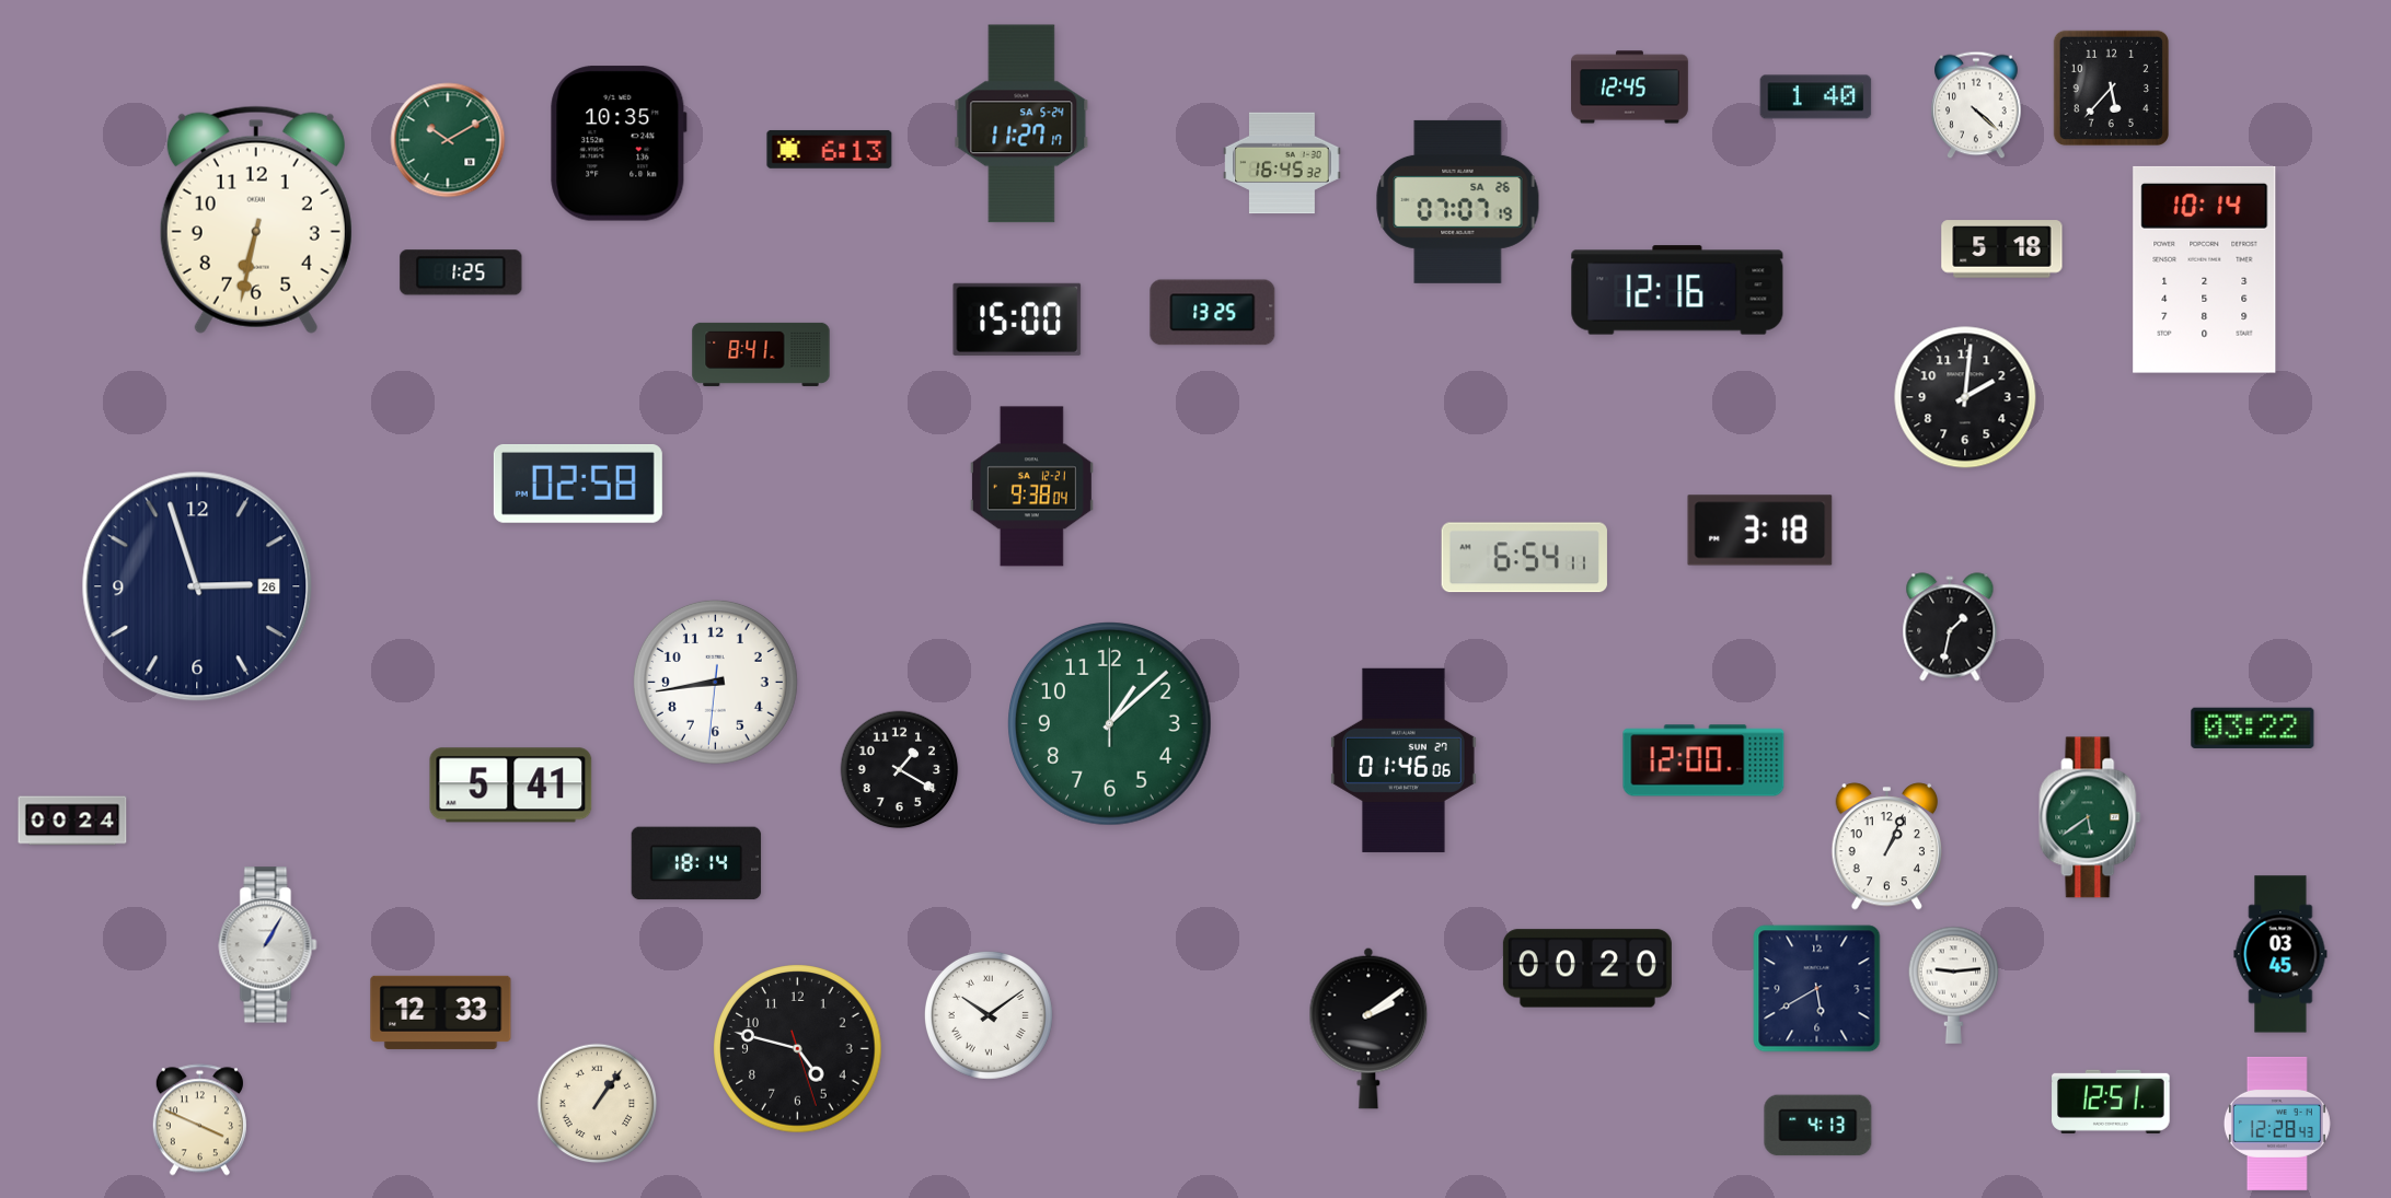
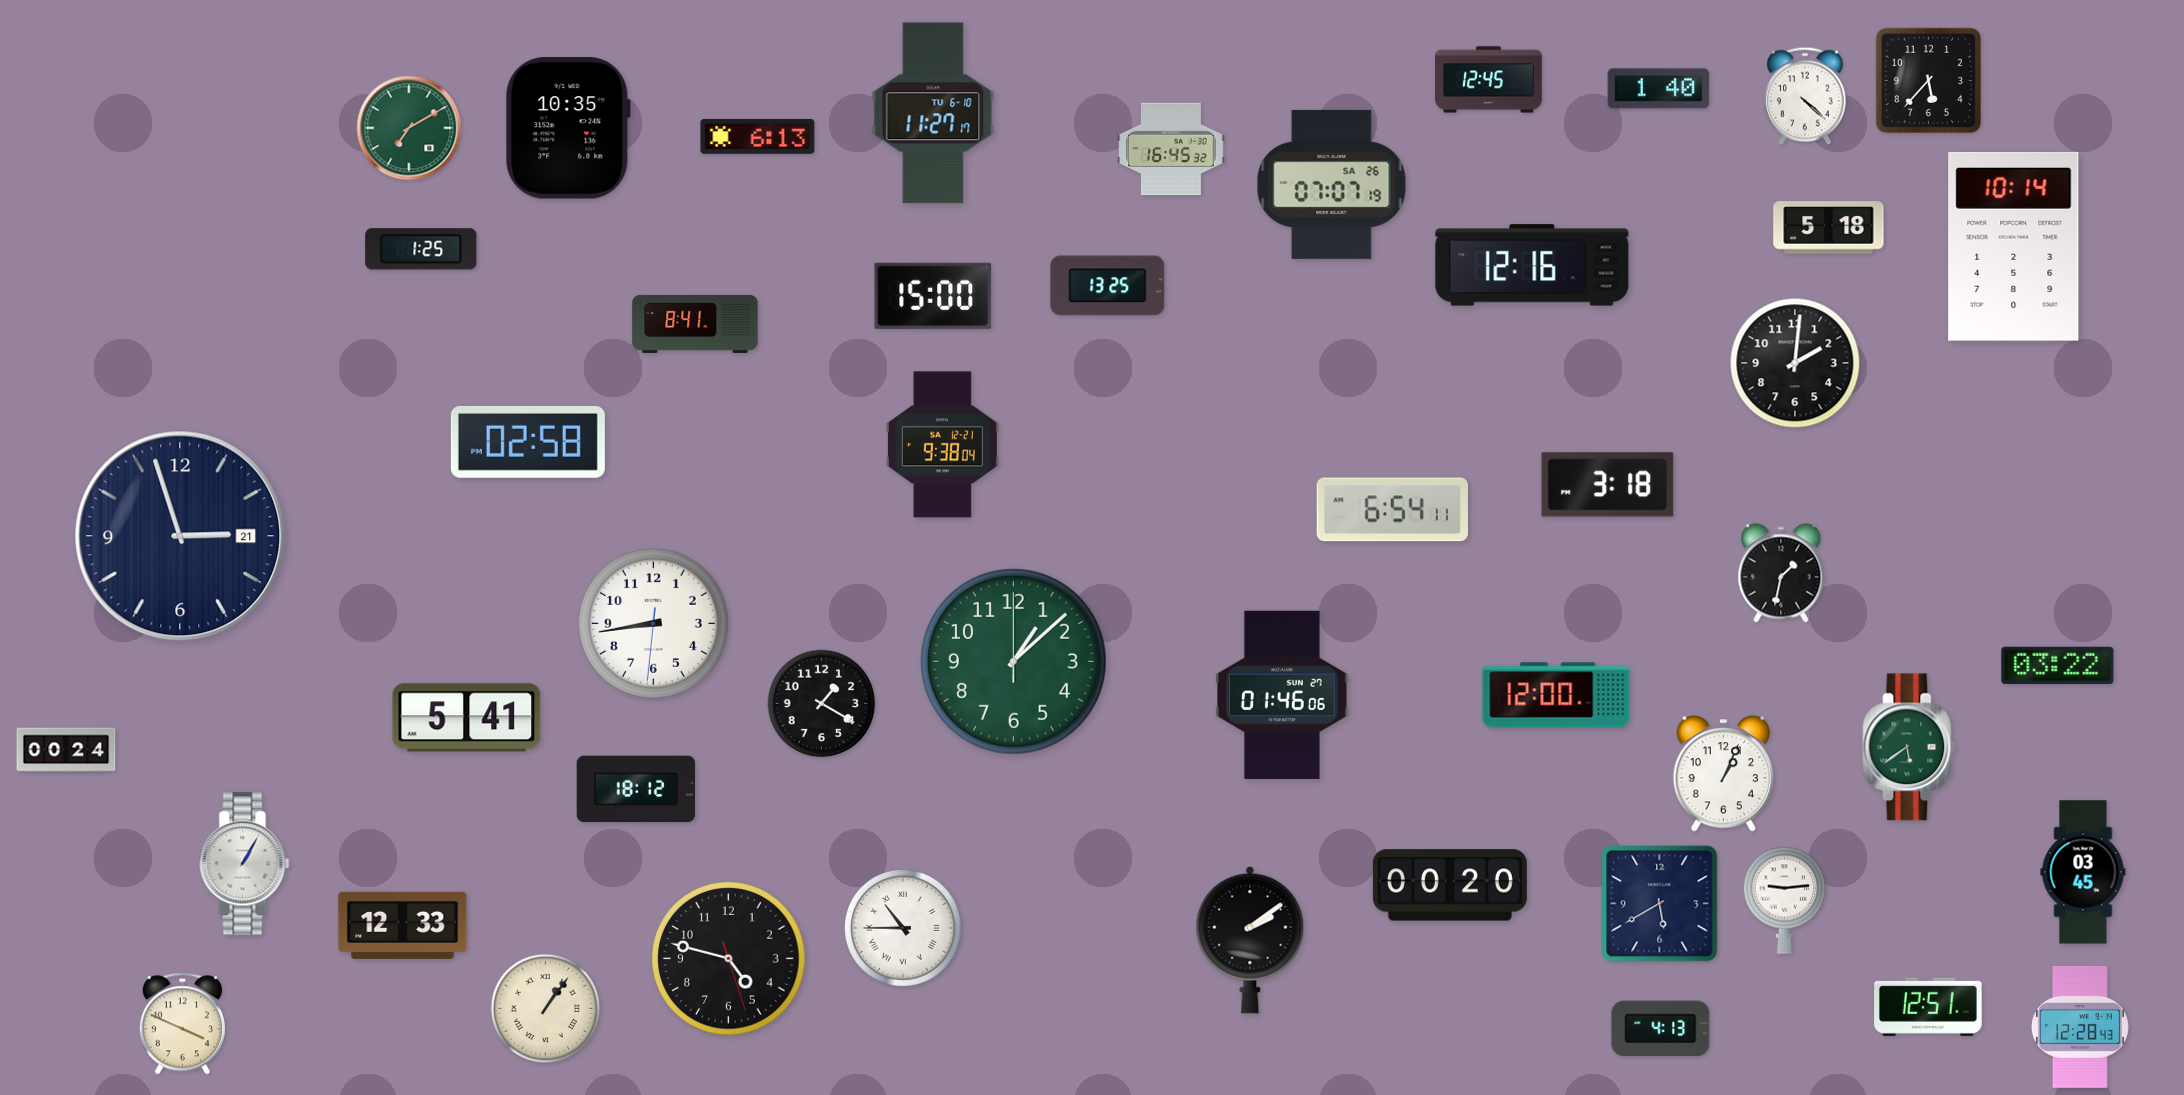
clock at (1021, 124) date: SA 5-24 -> TU 6-10
clock at (448, 140): 10:10 -> 7:10
clock at (619, 143) position: (619, 143) -> (568, 128)
clock at (256, 220): 6:32 -> none
clock at (1017, 319) position: (1017, 319) -> (933, 296)
clock at (197, 586) date: 26 -> 21
clock at (696, 863): 18:14 -> 18:12
clock at (989, 1015): 10:09 -> 10:45
